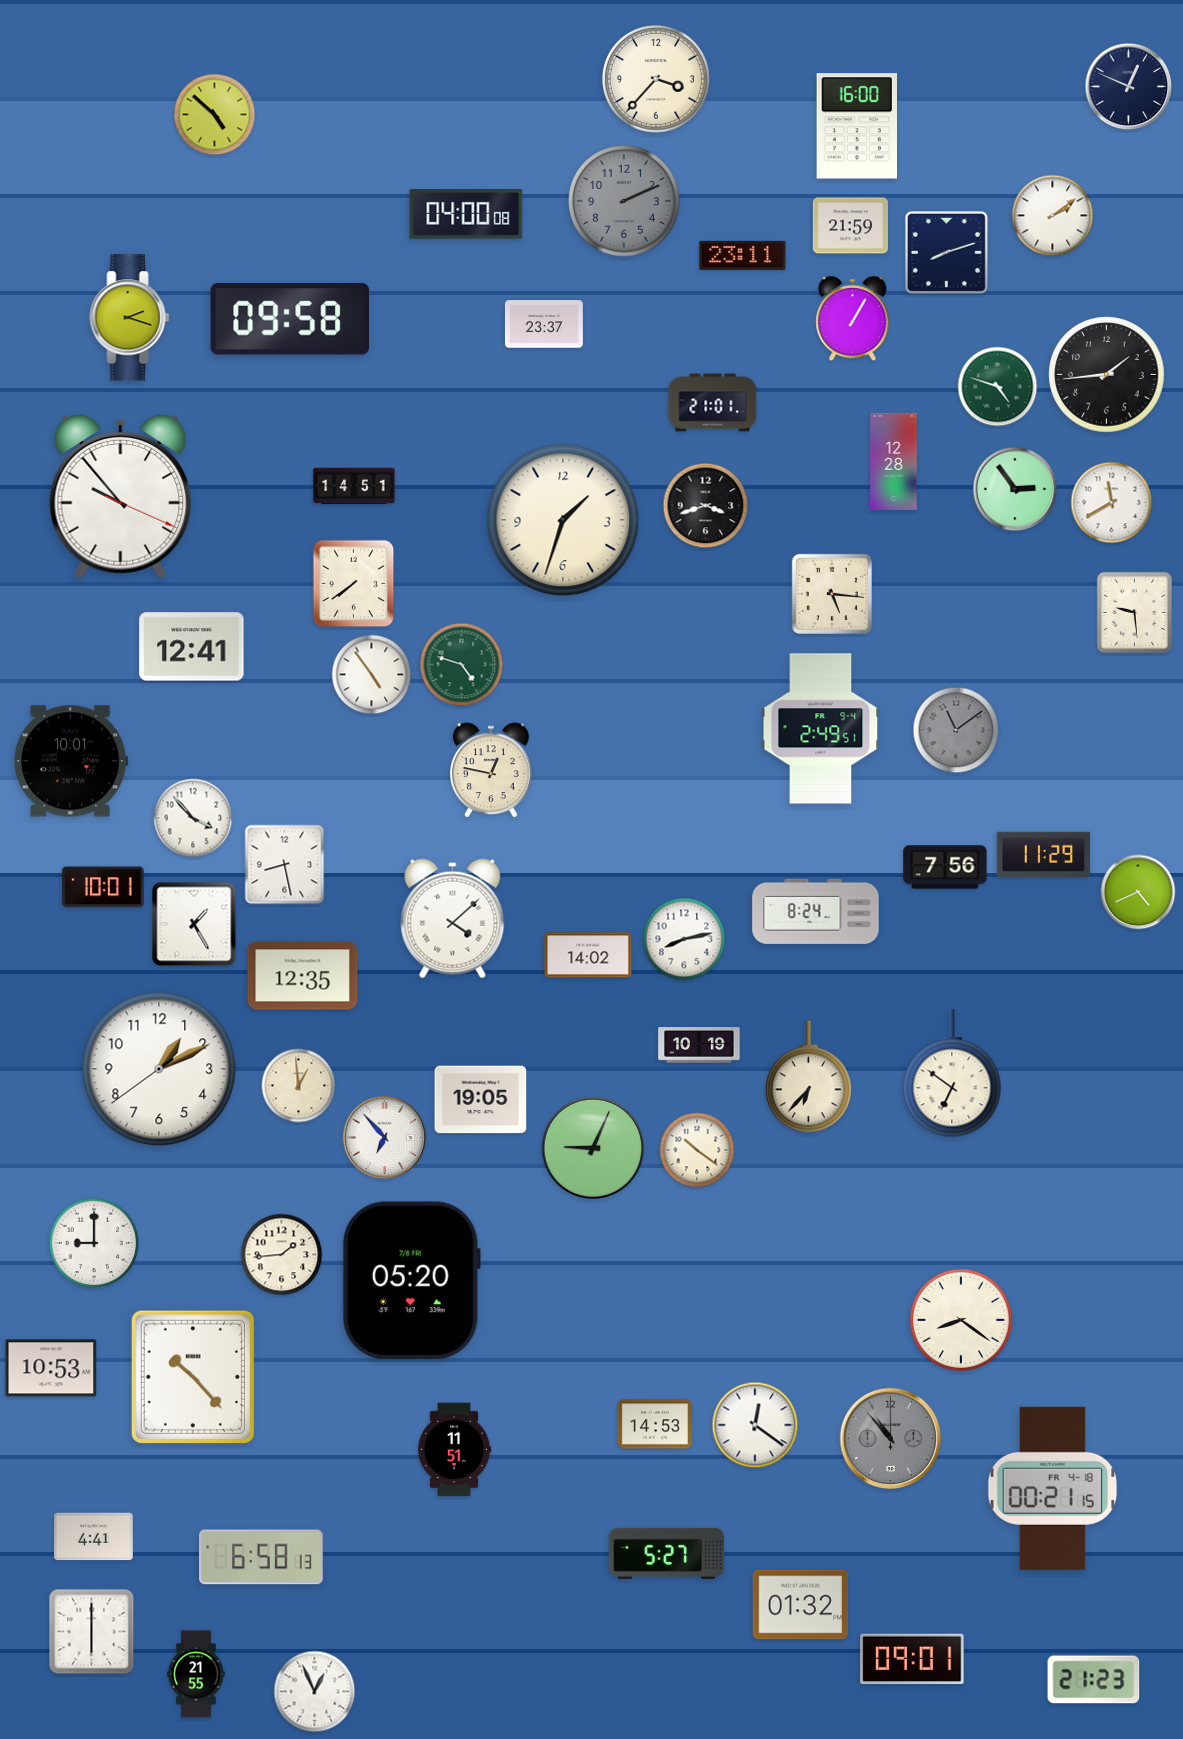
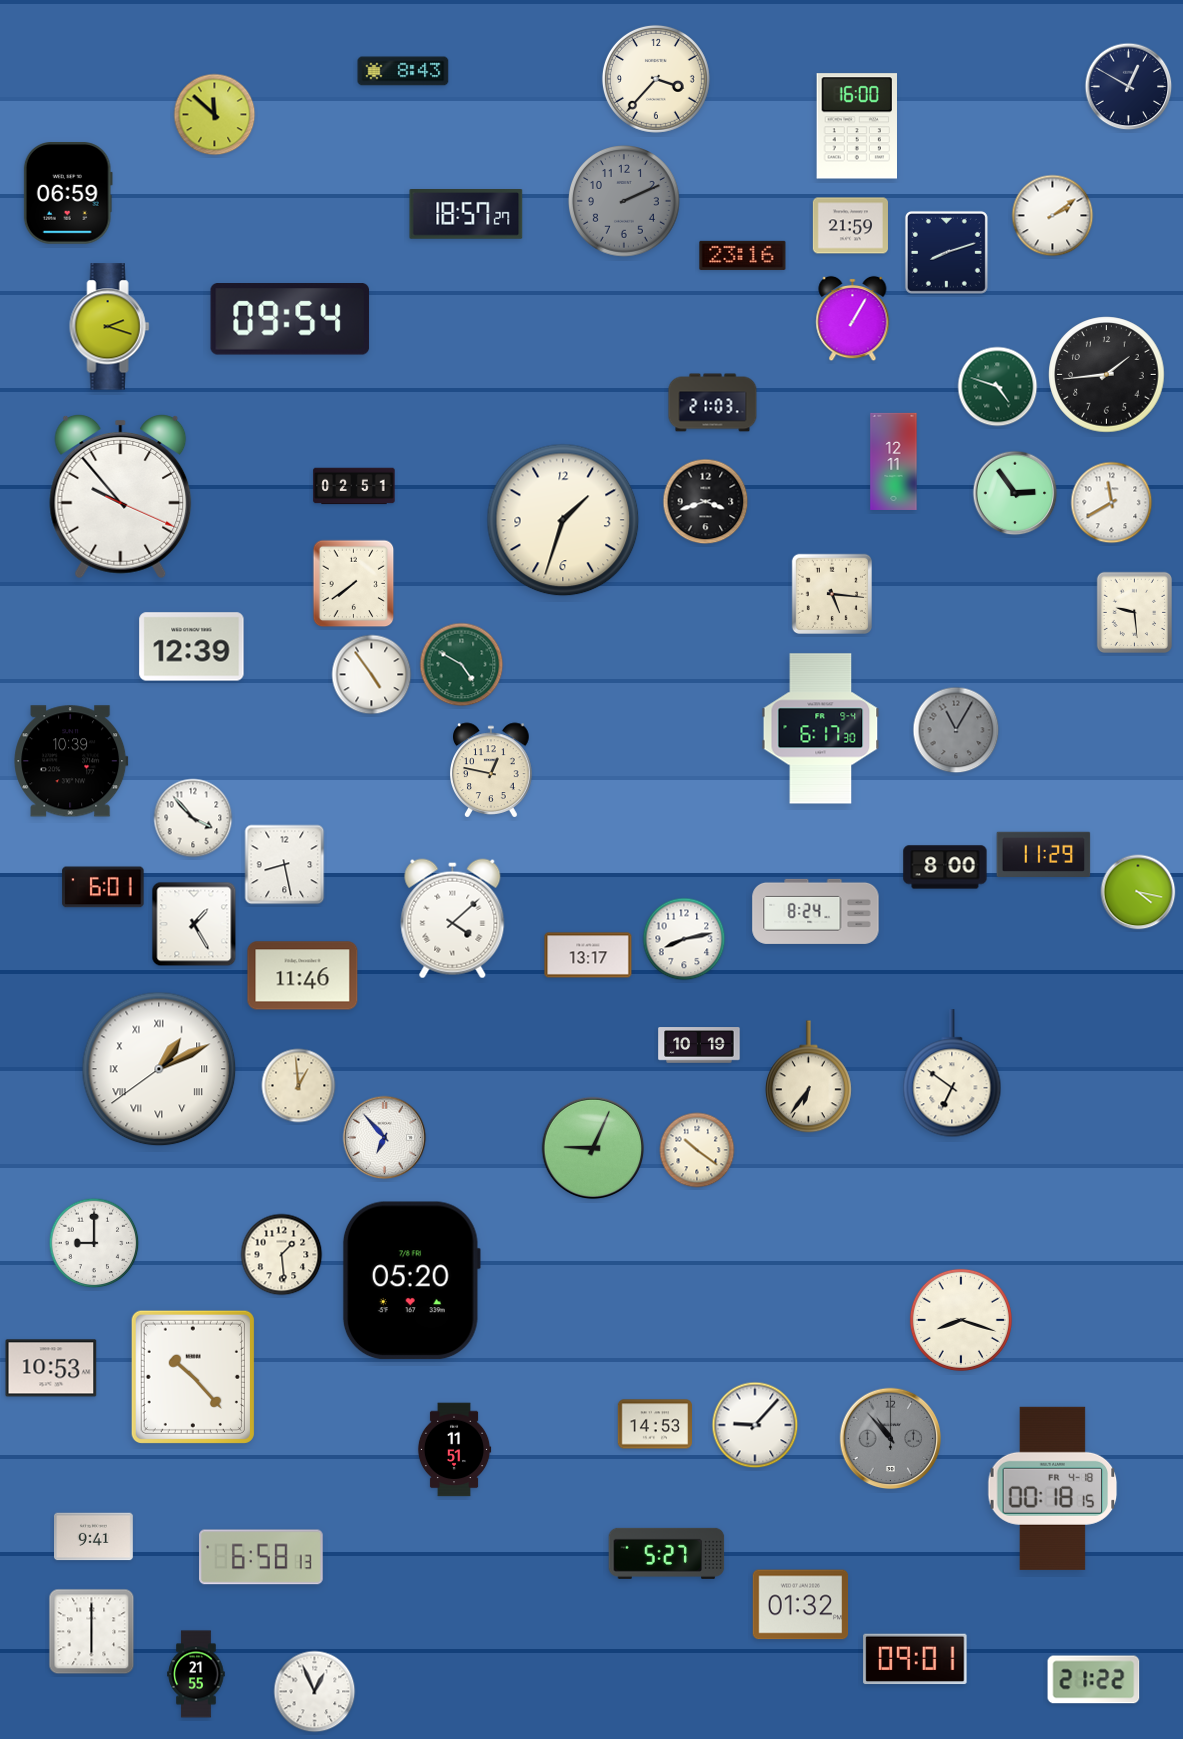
clock at (403, 71): none -> 8:43
clock at (1129, 87): 12:49 -> 12:50
clock at (215, 115): 4:52 -> 11:52
clock at (68, 193): none -> 06:59
clock at (466, 214): 04:00 -> 18:57
clock at (743, 255): 23:11 -> 23:16
clock at (130, 318) position: (130, 318) -> (110, 327)
clock at (290, 319): 09:58 -> 09:54
clock at (544, 324): 23:37 -> none
clock at (713, 403): 21:01 -> 21:03
clock at (894, 461): 12:28 -> 12:11
clock at (354, 486): 14:51 -> 02:51
clock at (1015, 489) position: (1015, 489) -> (1015, 493)
clock at (706, 506) position: (706, 506) -> (706, 502)
clock at (192, 647): 12:41 -> 12:39
clock at (462, 665): 4:48 -> 4:50
clock at (821, 729): 2:49 -> 6:17
clock at (956, 730): 11:09 -> 11:05
clock at (71, 761): 10:01 -> 10:39
clock at (945, 867): 7:56 -> 8:00
clock at (103, 887): 10:01 -> 6:01
clock at (1138, 892): 4:41 -> 4:17
clock at (588, 955): 14:02 -> 13:17
clock at (303, 976): 12:35 -> 11:46
clock at (159, 1069) numerals: Arabic -> Roman
clock at (808, 1077): 6:37 -> 6:36
clock at (481, 1100): 19:05 -> none
clock at (282, 1255): 1:44 -> 1:29
clock at (961, 1320): 8:21 -> 8:18
clock at (755, 1425): 12:21 -> 9:07
clock at (1053, 1488): 00:21 -> 00:18
clock at (94, 1537): 4:41 -> 9:41
clock at (912, 1659) position: (912, 1659) -> (915, 1659)
clock at (1094, 1680): 21:23 -> 21:22
